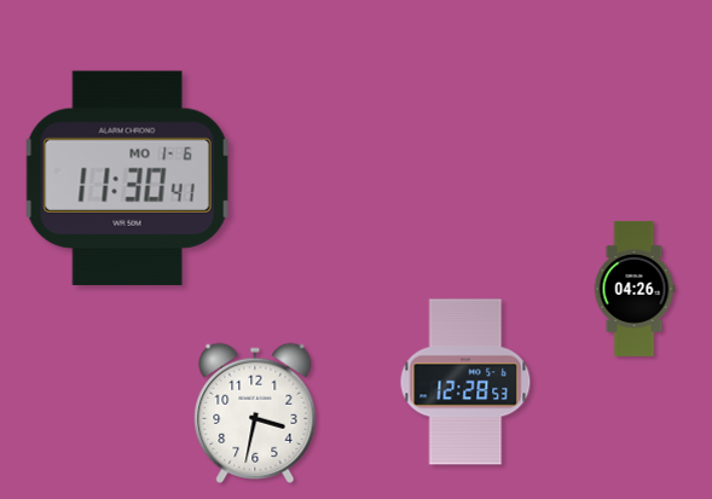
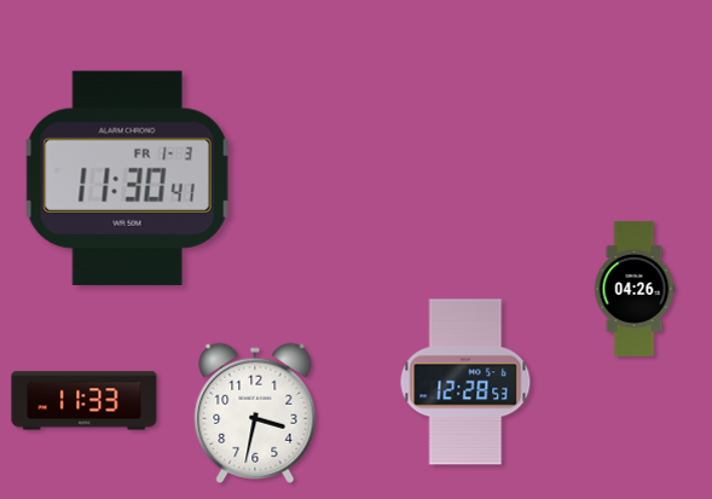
clock at (128, 178) date: MO 1-6 -> FR 1-3
clock at (85, 401): none -> 11:33
